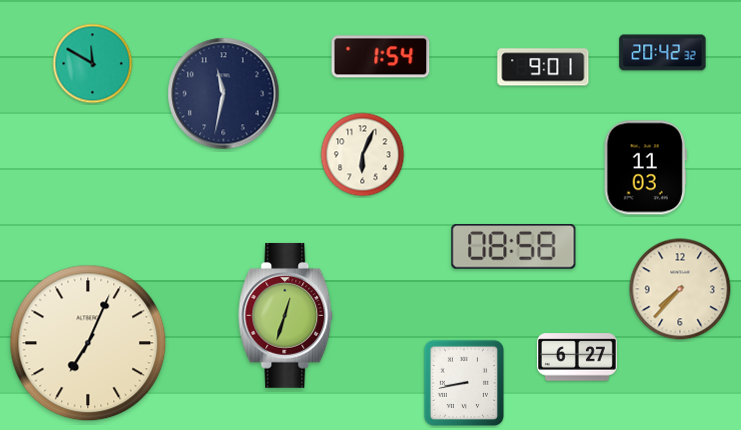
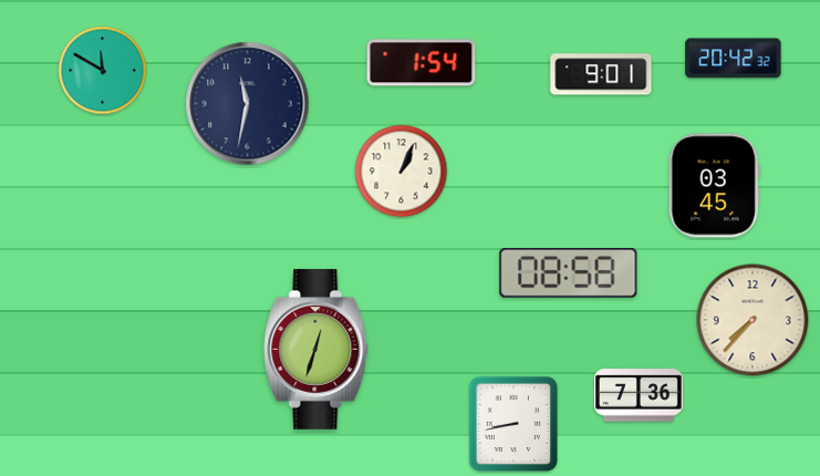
clock at (363, 155): 6:04 -> 1:04
clock at (645, 168): 11:03 -> 03:45
clock at (88, 343): 7:04 -> none
clock at (577, 357): 6:27 -> 7:36
